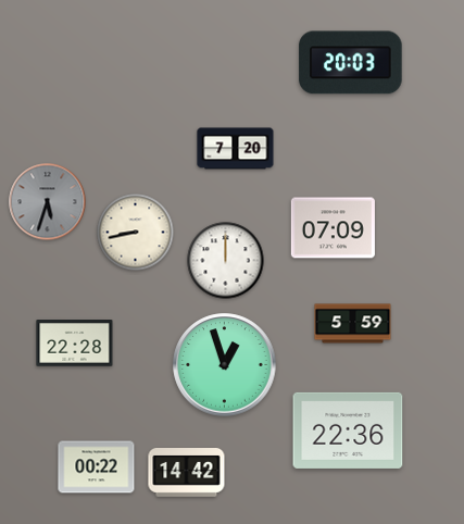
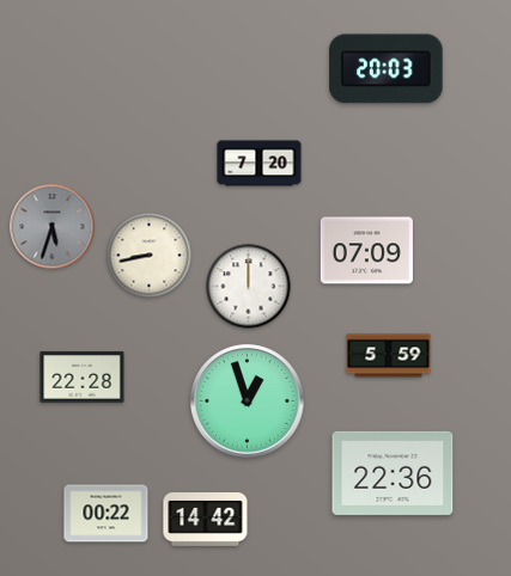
clock at (48, 202) position: (48, 202) -> (53, 227)
clock at (348, 431) position: (348, 431) -> (393, 473)
